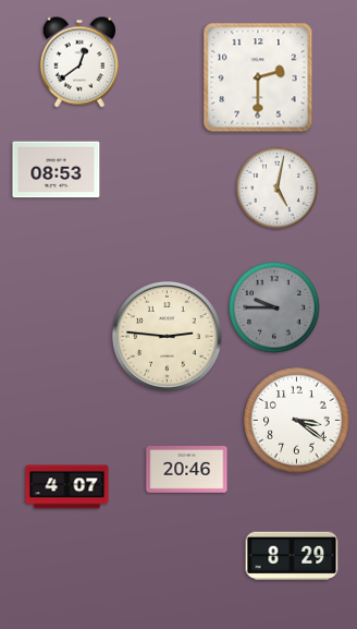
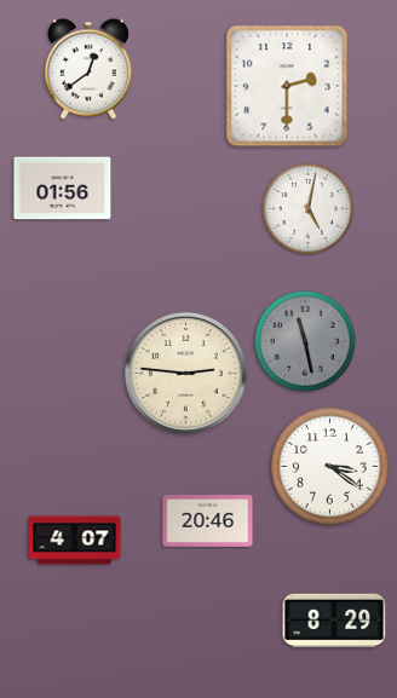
clock at (57, 170): 08:53 -> 01:56
clock at (275, 309): 9:45 -> 11:28
clock at (292, 556) position: (292, 556) -> (334, 621)
